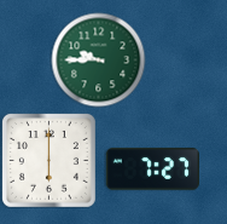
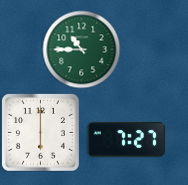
clock at (98, 59): 9:45 -> 10:45
